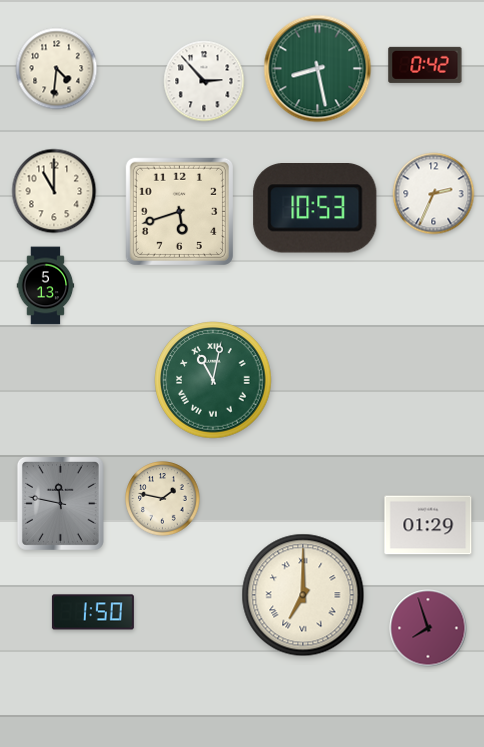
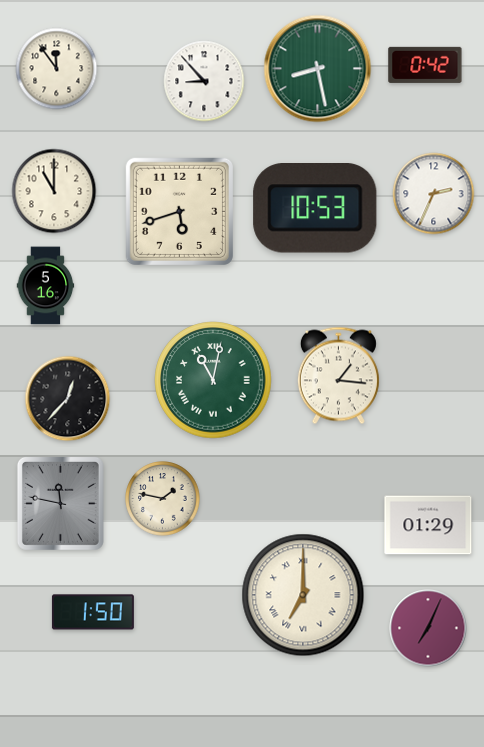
clock at (57, 69): 4:31 -> 11:54
clock at (204, 81): 2:53 -> 8:53
clock at (46, 286): 5:13 -> 5:16
clock at (338, 376): none -> 1:16
clock at (68, 399): none -> 12:37
clock at (428, 628): 7:57 -> 7:04
